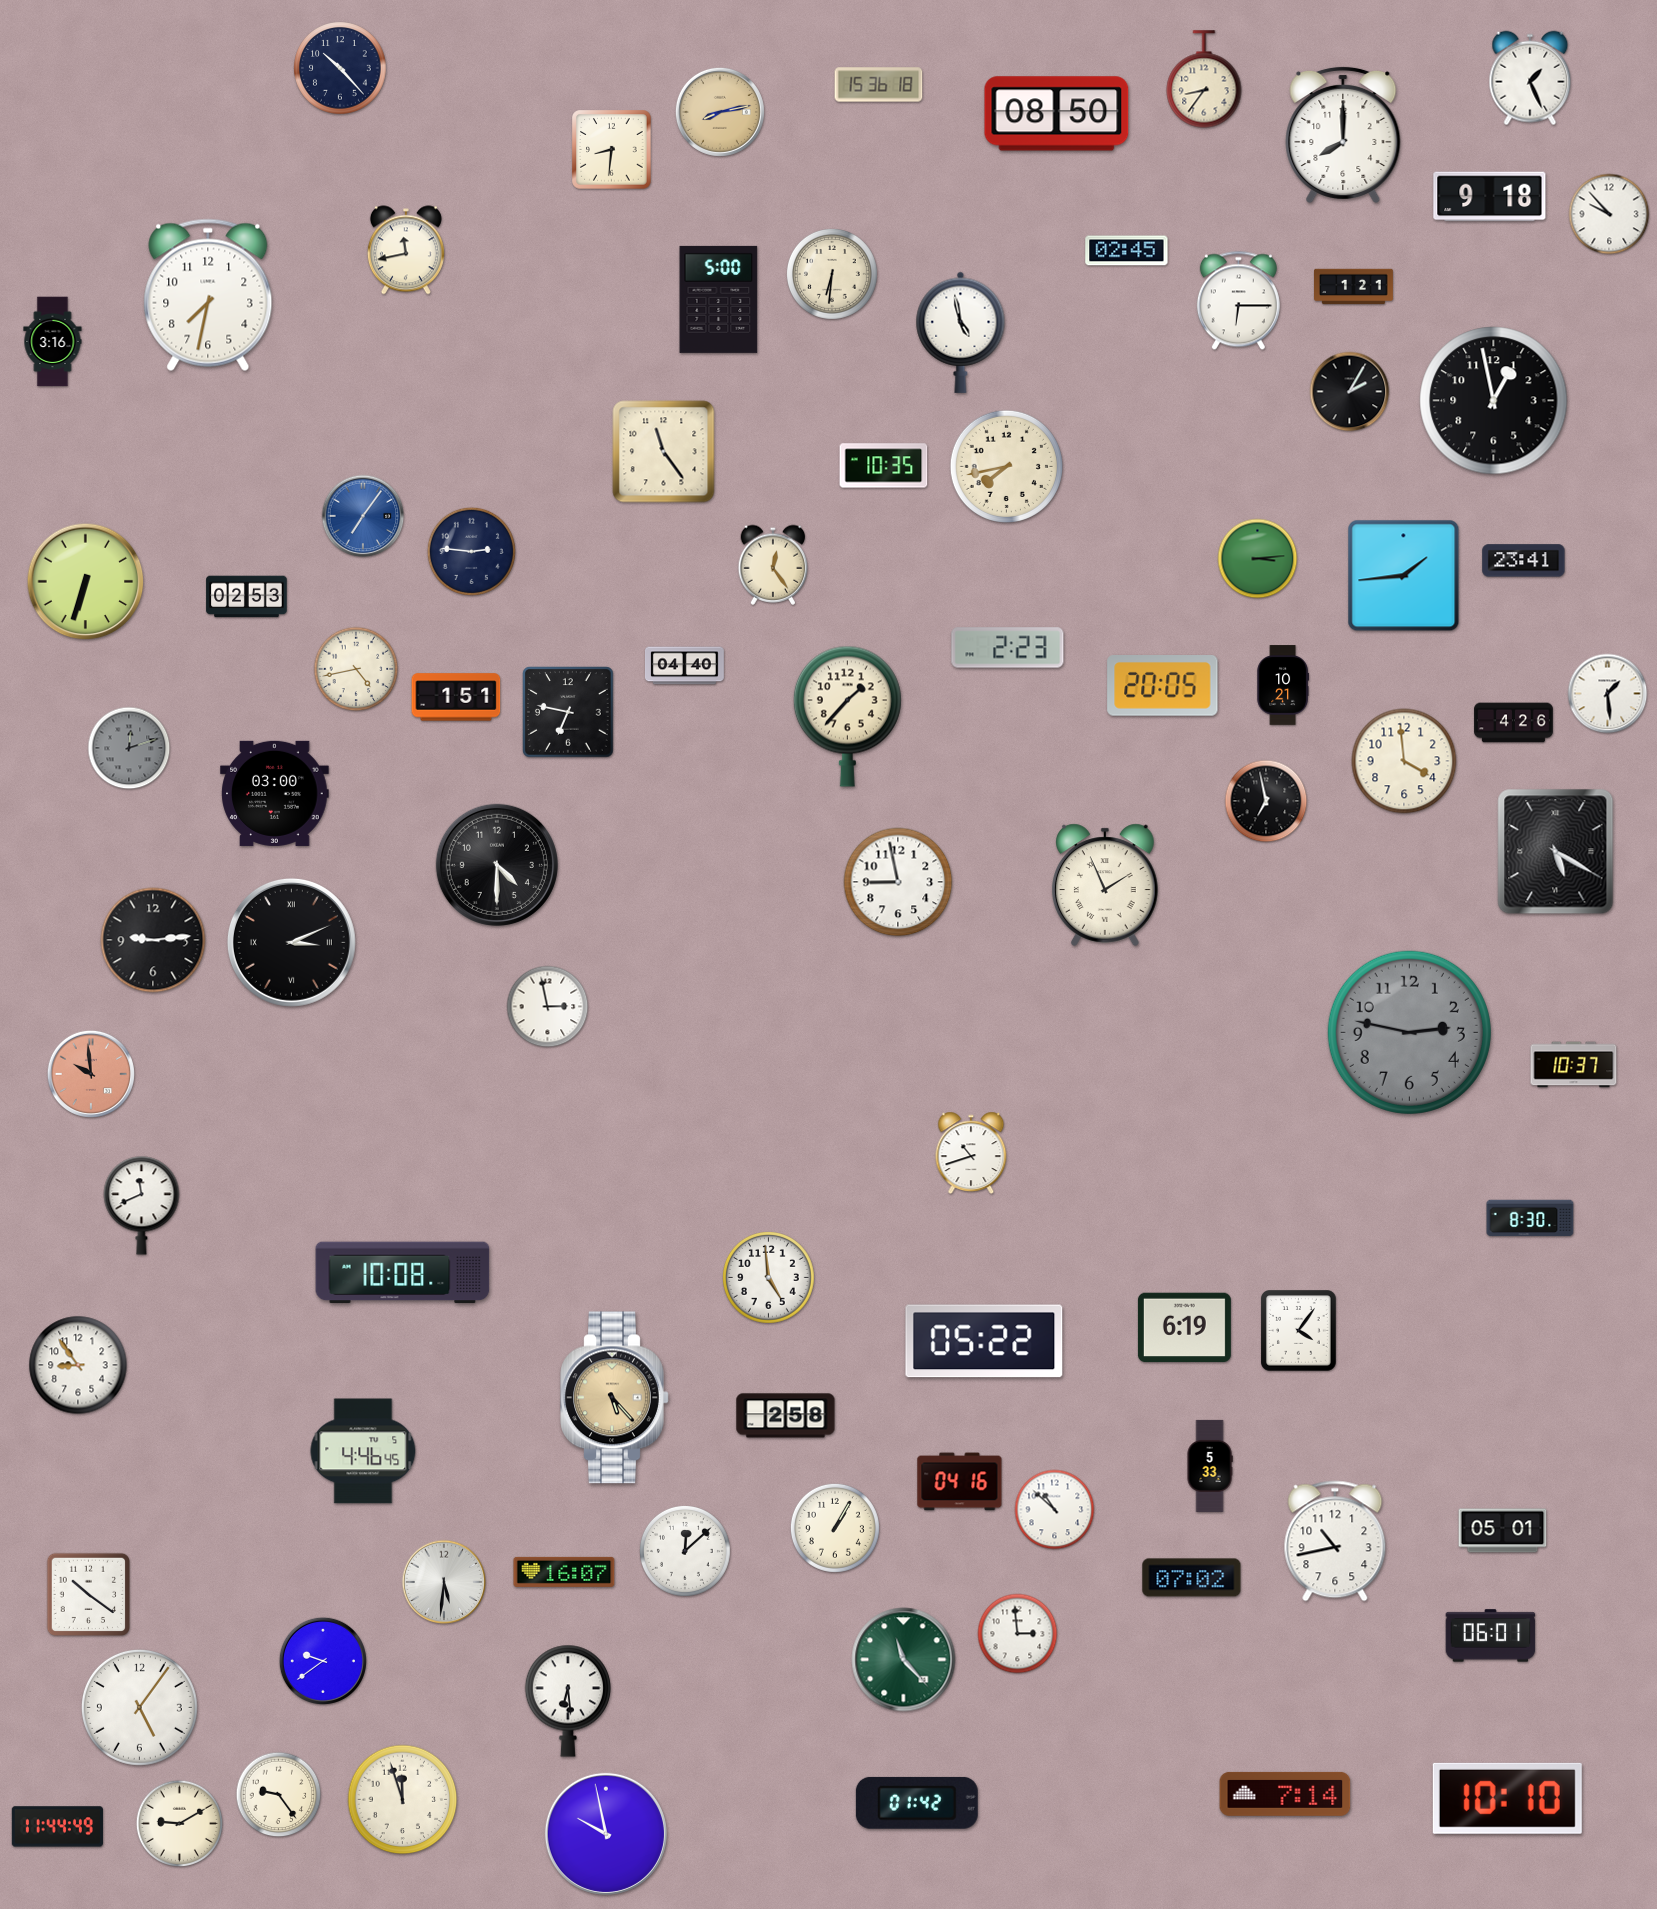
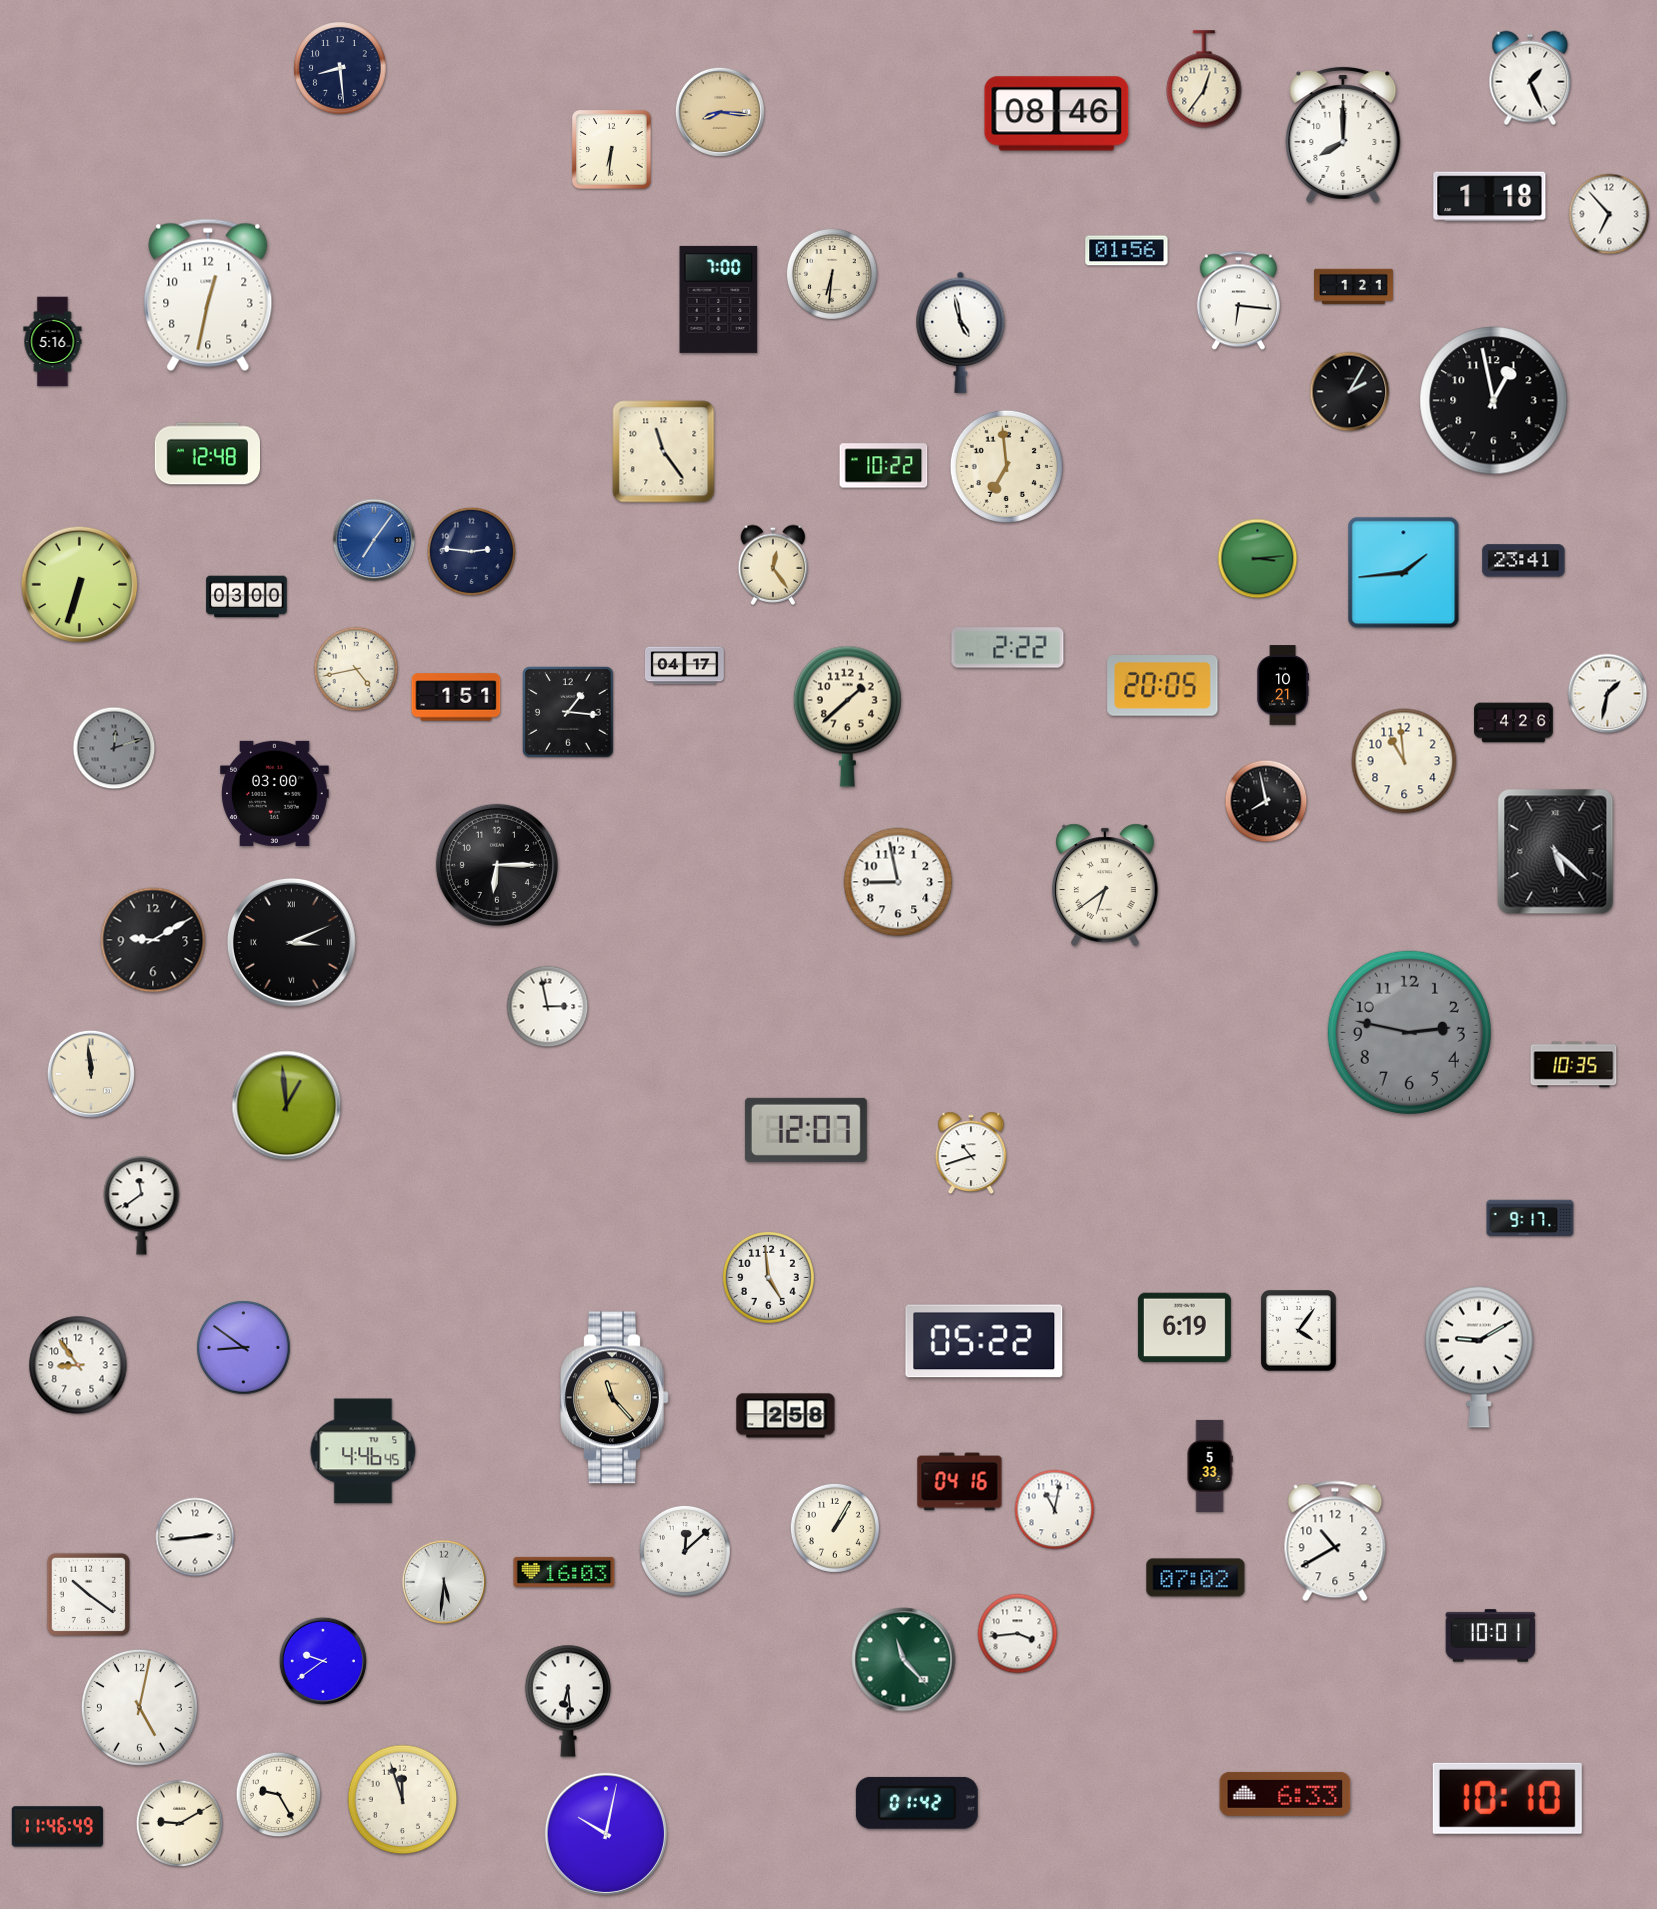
clock at (340, 68): 10:23 -> 8:29
clock at (1204, 79): 8:36 -> 12:36
clock at (879, 85): 15:36 -> none
clock at (720, 112): 8:13 -> 8:16
clock at (1057, 114): 08:50 -> 08:46
clock at (612, 150): 8:31 -> 6:31
clock at (1490, 197): 9:18 -> 1:18
clock at (1609, 214): 9:53 -> 6:53
clock at (406, 250): 11:43 -> none
clock at (1127, 251): 02:45 -> 01:56
clock at (208, 295): 7:32 -> 12:32
clock at (719, 299): 5:00 -> 7:00
clock at (1238, 301): 6:15 -> 6:16
clock at (53, 342): 3:16 -> 5:16
clock at (207, 454): none -> 12:48
clock at (884, 466): 10:35 -> 10:22
clock at (1006, 466): 7:43 -> 6:59
clock at (363, 516) position: (363, 516) -> (374, 540)
clock at (1404, 576) position: (1404, 576) -> (1404, 573)
clock at (86, 582) position: (86, 582) -> (80, 585)
clock at (247, 597): 02:53 -> 03:00
clock at (1008, 648): 2:23 -> 2:22
clock at (684, 666): 04:40 -> 04:17
clock at (1608, 694): 1:29 -> 1:32
clock at (568, 712): 6:47 -> 1:16
clock at (847, 716): 1:37 -> 1:38
clock at (129, 748) position: (129, 748) -> (114, 748)
clock at (1404, 761): 3:59 -> 10:59
clock at (1266, 801): 6:58 -> 7:58
clock at (1556, 852): 5:20 -> 5:22
clock at (497, 865): 4:30 -> 6:15
clock at (1106, 885): 1:56 -> 6:39
clock at (153, 940): 9:14 -> 9:10
clock at (1574, 1065): 10:37 -> 10:35
clock at (91, 1074): 9:59 -> 11:59
clock at (91, 1074) dial: salmon -> cream
clock at (287, 1106): none -> 12:59
clock at (806, 1130): none -> 12:07
clock at (142, 1206): 11:41 -> 11:39
clock at (1530, 1218): 8:30 -> 9:17
clock at (403, 1273): 10:08 -> none
clock at (244, 1348): none -> 8:51
clock at (1479, 1357): none -> 9:10
clock at (615, 1398): 5:23 -> 11:23
clock at (1055, 1510): 10:52 -> 11:02
clock at (1503, 1531): 05:01 -> none
clock at (195, 1537): none -> 2:44
clock at (1335, 1541): 10:43 -> 10:40
clock at (564, 1572): 16:07 -> 16:03
clock at (1192, 1578) position: (1192, 1578) -> (1196, 1578)
clock at (1018, 1634): 2:59 -> 3:44
clock at (1491, 1636): 06:01 -> 10:01
clock at (139, 1707): 5:06 -> 5:02
clock at (1285, 1794): 7:14 -> 6:33
clock at (279, 1795): 9:24 -> 9:25
clock at (57, 1827): 11:44 -> 11:46
clock at (606, 1834): 9:58 -> 10:02
